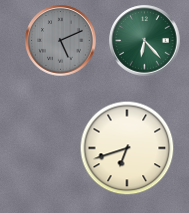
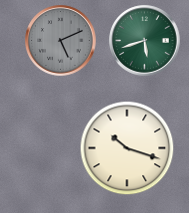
clock at (145, 41): 6:23 -> 5:42
clock at (127, 148): 6:42 -> 10:18
